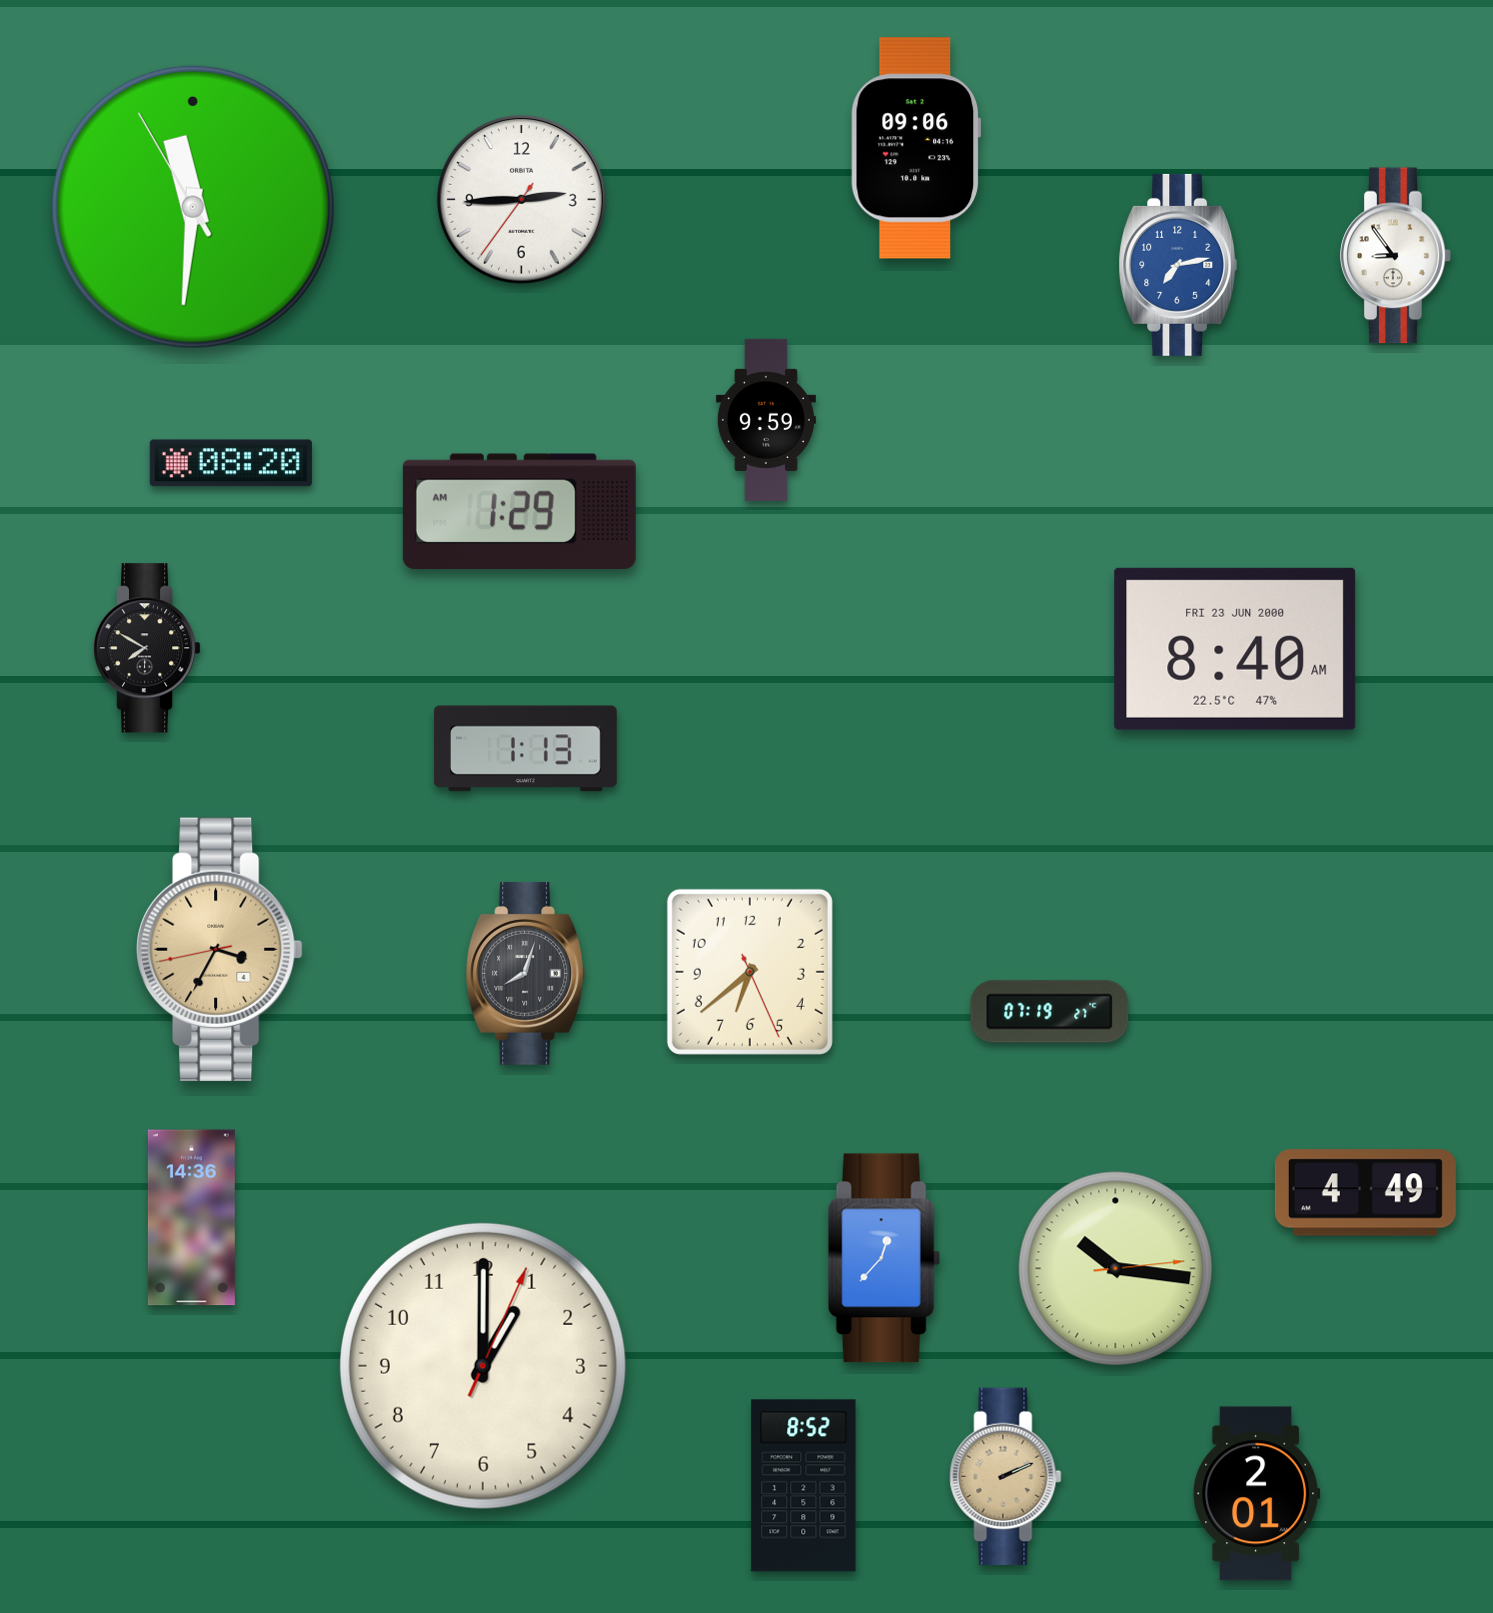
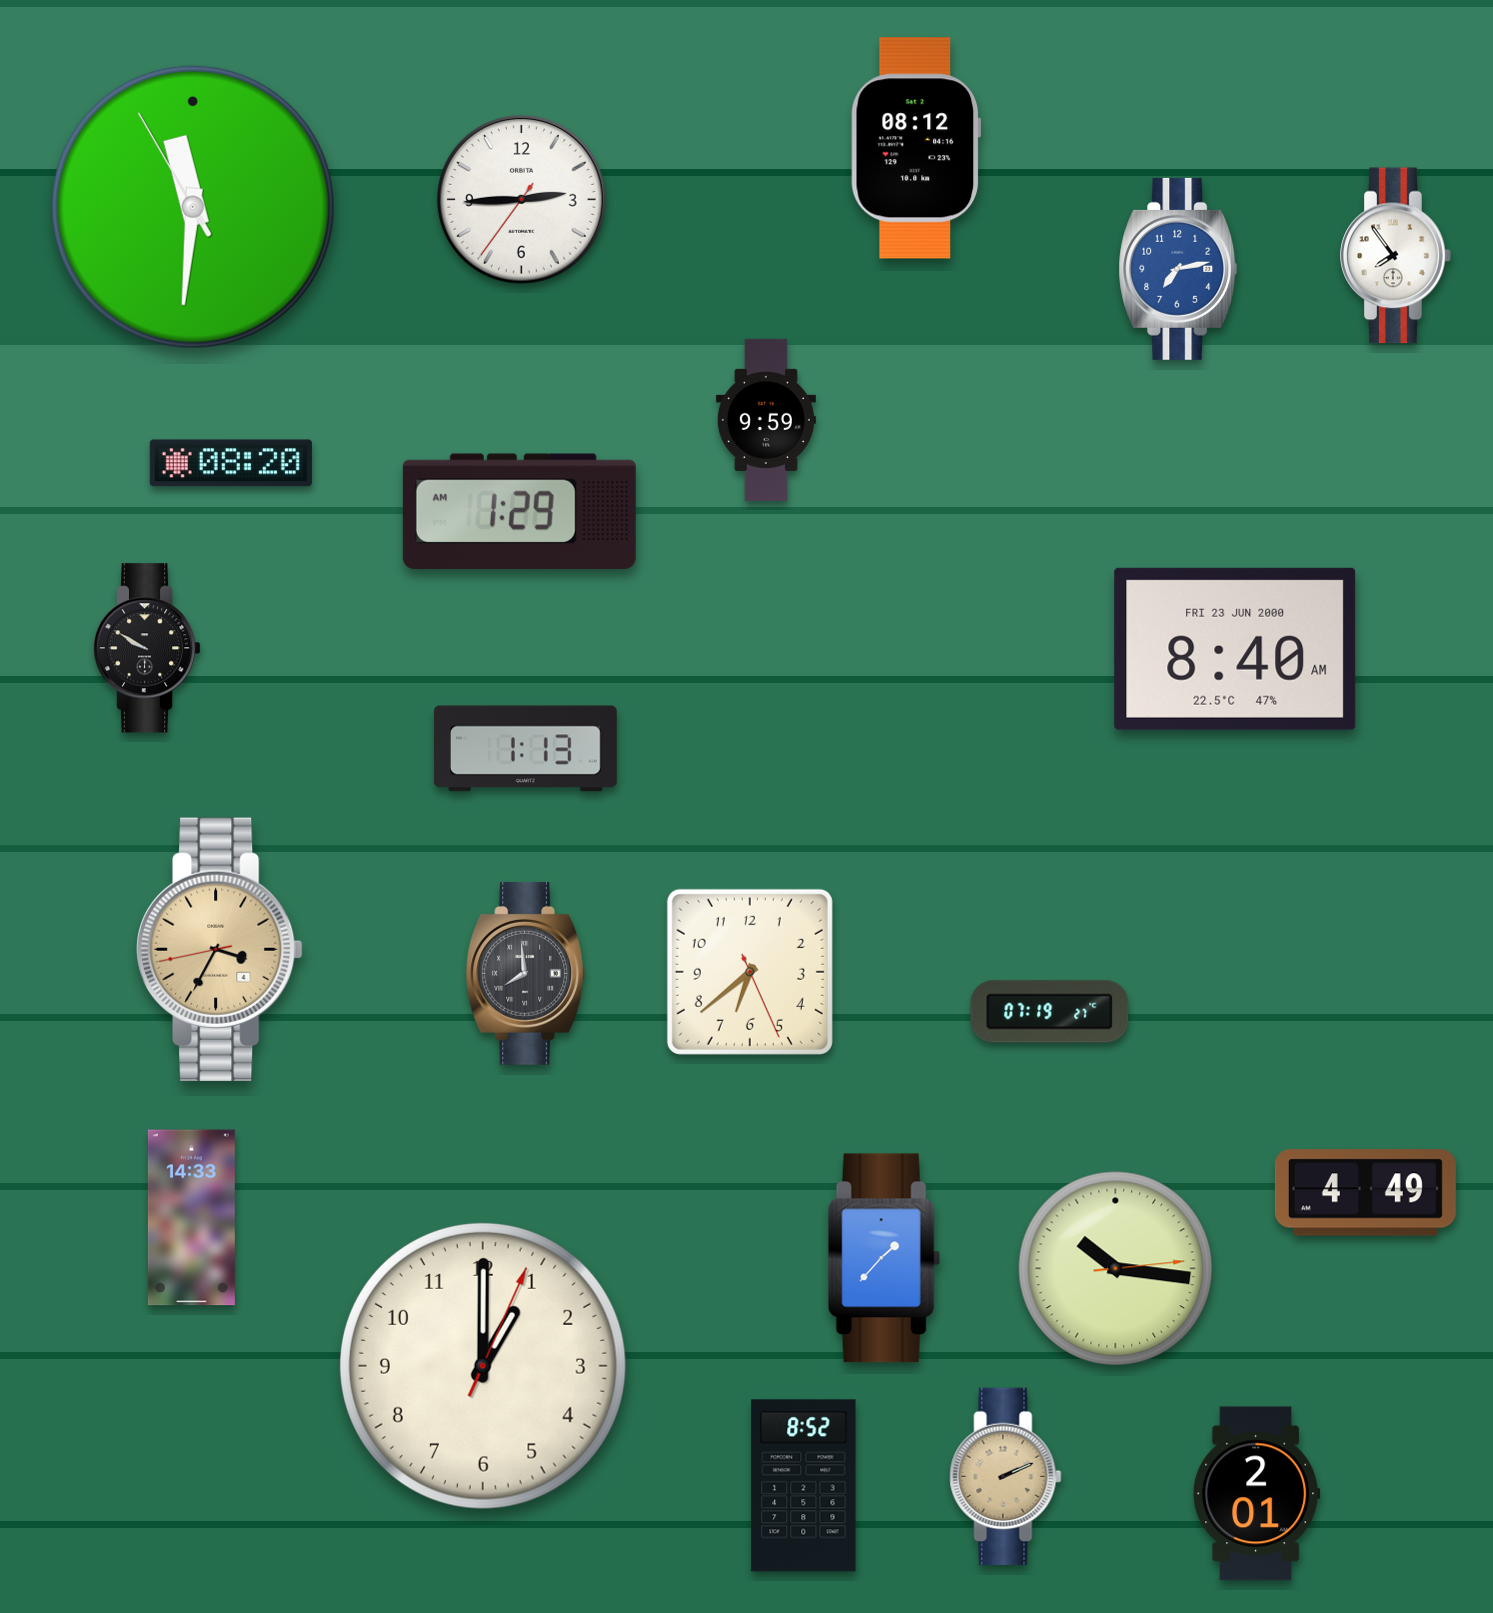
clock at (916, 148): 09:06 -> 08:12
clock at (1396, 256): 8:54 -> 7:54
clock at (1178, 265) position: (1178, 265) -> (1178, 269)
clock at (147, 648): 7:50 -> 9:50
clock at (526, 973): 8:03 -> 7:59
clock at (191, 1218): 14:36 -> 14:33
clock at (884, 1258): 12:37 -> 1:37
